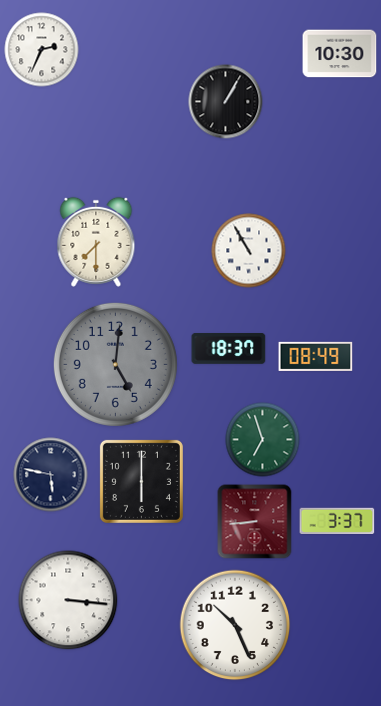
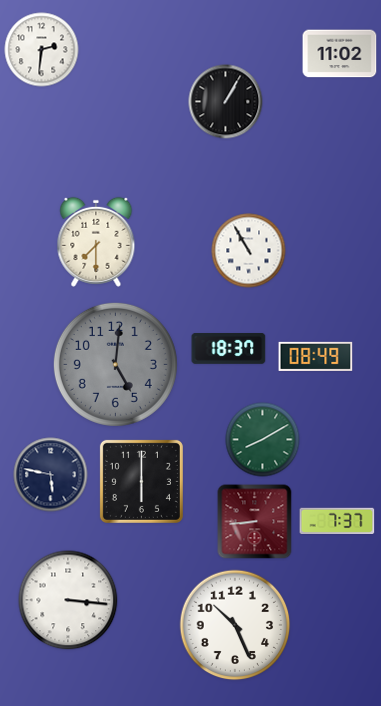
clock at (42, 50): 2:34 -> 2:31
clock at (340, 54): 10:30 -> 11:02
clock at (263, 440): 6:57 -> 8:10
clock at (337, 520): 3:37 -> 7:37
